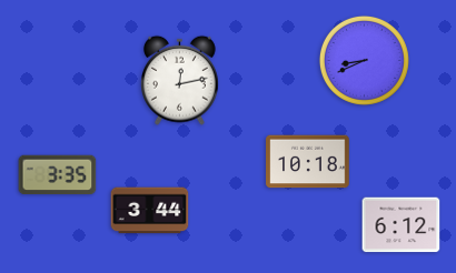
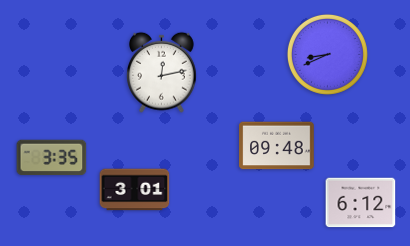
clock at (308, 162): 10:18 -> 09:48
clock at (150, 211): 3:44 -> 3:01
